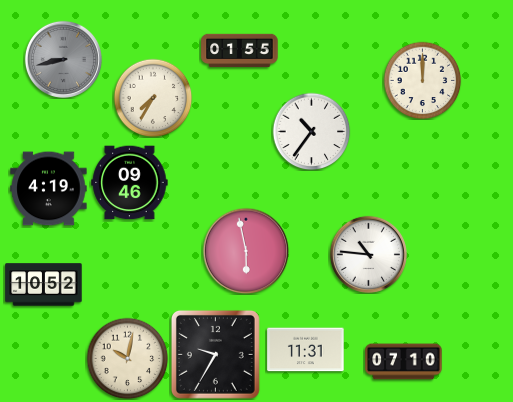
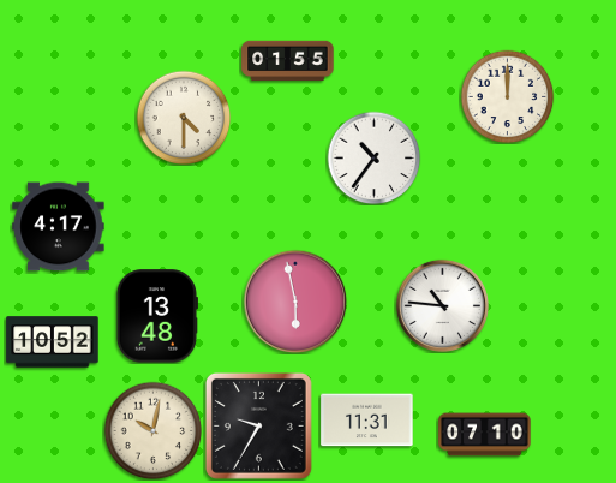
clock at (63, 59): 8:43 -> none
clock at (153, 98): 7:35 -> 4:30
clock at (130, 183): 09:46 -> none
clock at (49, 189): 4:19 -> 4:17
clock at (156, 316): none -> 13:48
